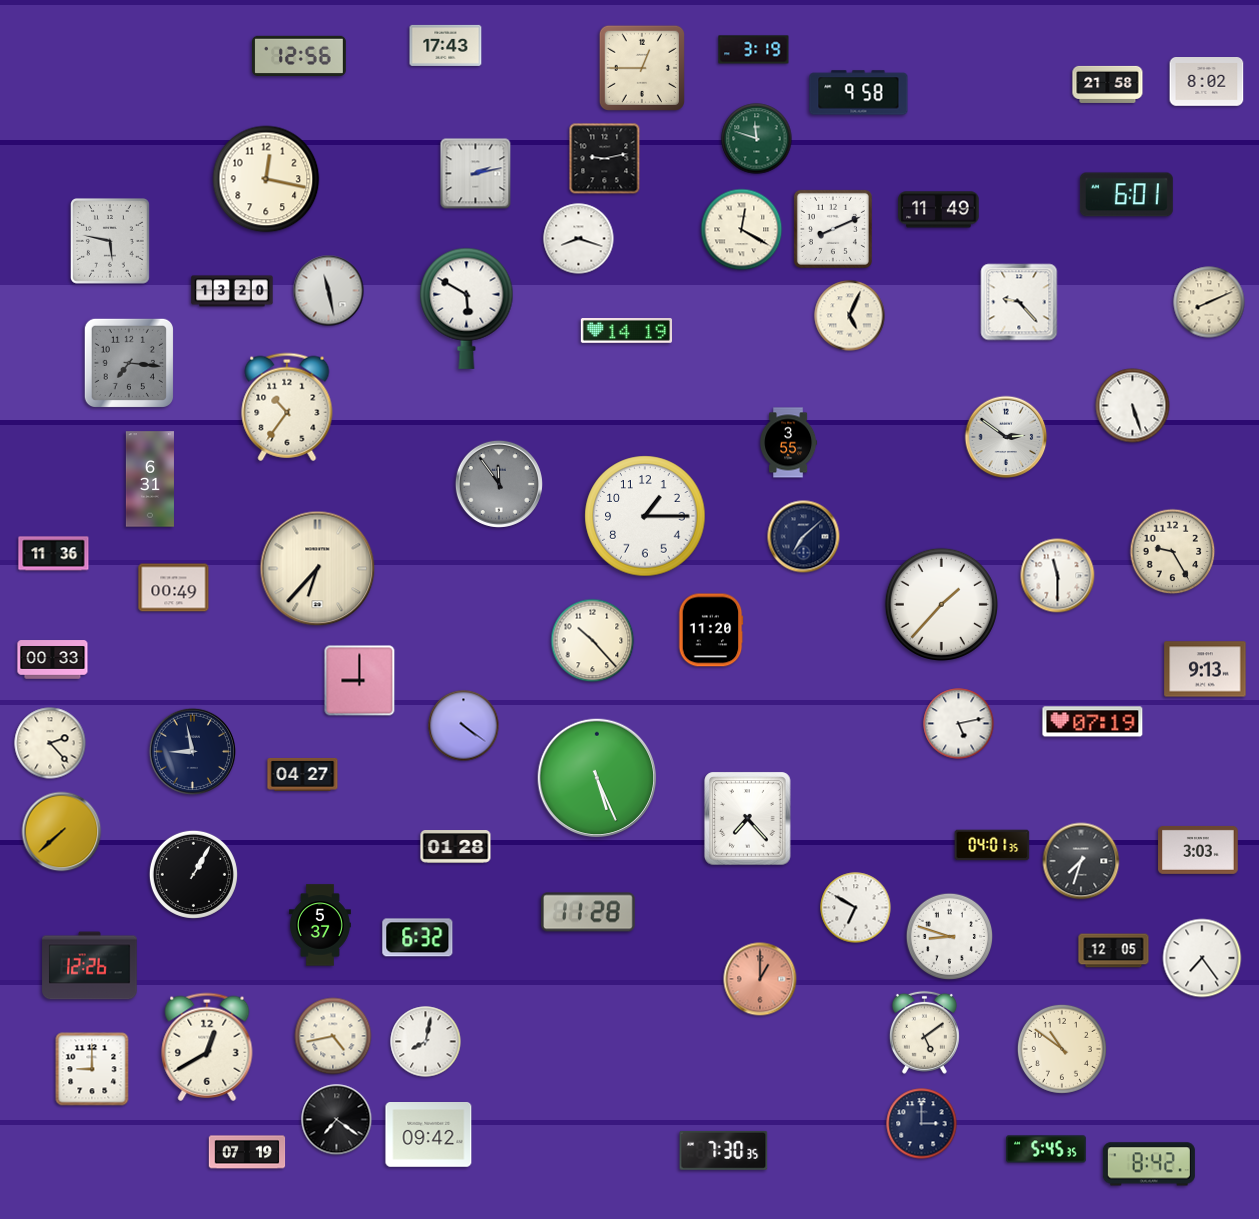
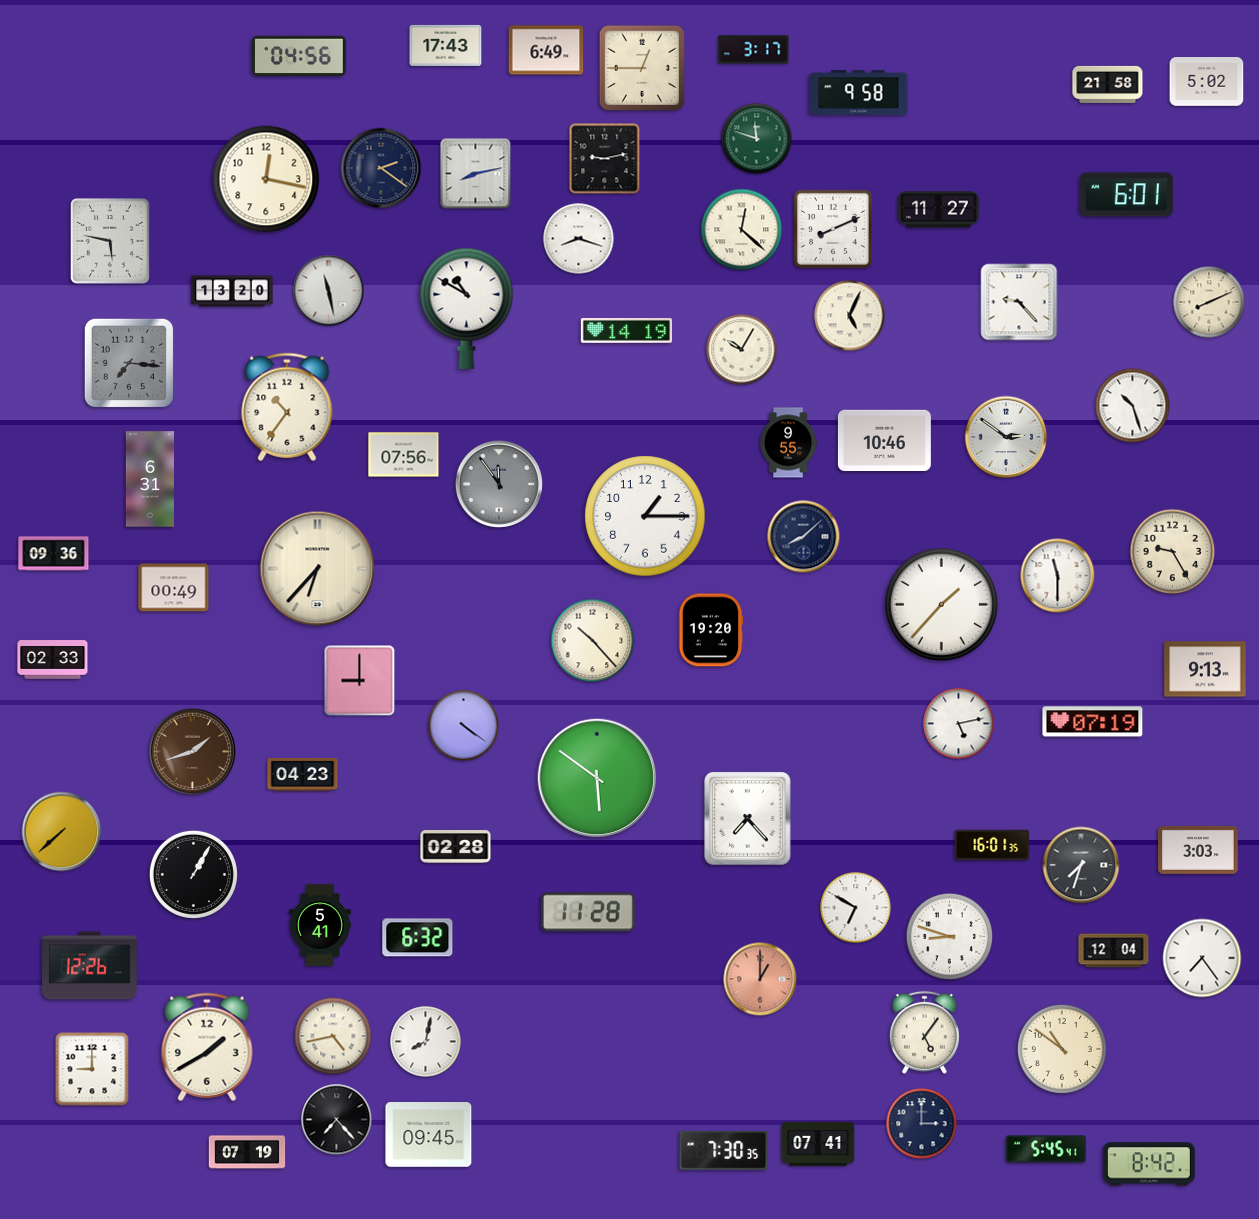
clock at (546, 50): none -> 6:49
clock at (754, 50): 3:19 -> 3:17
clock at (299, 55): 12:56 -> 04:56
clock at (1207, 82): 8:02 -> 5:02
clock at (381, 168): none -> 2:21
clock at (476, 174): 2:13 -> 8:13
clock at (939, 210): 11:49 -> 11:27
clock at (742, 230): 12:20 -> 12:22
clock at (467, 308): 5:50 -> 10:50
clock at (742, 350): none -> 10:05
clock at (1133, 406): 5:27 -> 10:27
clock at (884, 440): none -> 10:46
clock at (789, 443): 3:55 -> 9:55
clock at (404, 455): none -> 07:56
clock at (804, 537): 7:08 -> 8:08
clock at (54, 554): 11:36 -> 09:36
clock at (711, 630): 11:20 -> 19:20
clock at (53, 660): 00:33 -> 02:33
clock at (50, 743): 2:23 -> none
clock at (192, 751): 8:58 -> 1:42
clock at (192, 751) dial: navy -> brown
clock at (303, 774): 04:27 -> 04:23
clock at (597, 778): 5:26 -> 5:51
clock at (992, 845): 04:01 -> 16:01
clock at (456, 847): 01:28 -> 02:28
clock at (1081, 861) position: (1081, 861) -> (1081, 865)
clock at (320, 925): 5:37 -> 5:41
clock at (1114, 951): 12:05 -> 12:04
clock at (924, 1032): 5:09 -> 5:06
clock at (207, 1047): 12:40 -> 1:40
clock at (337, 1120): 7:21 -> 7:23
clock at (429, 1135): 09:42 -> 09:45
clock at (818, 1144): none -> 07:41
clock at (1046, 1149): 5:45:35 -> 5:45:41
